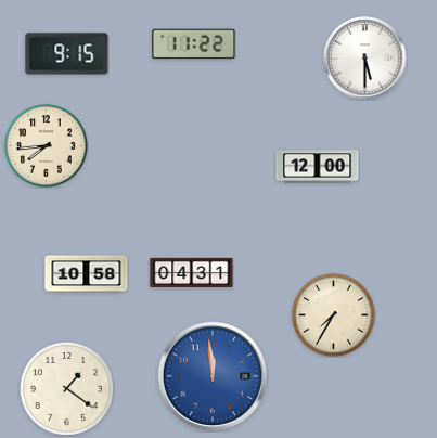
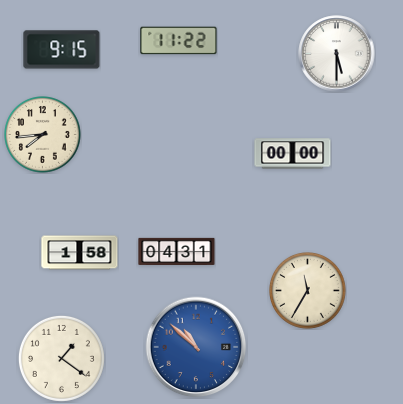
clock at (318, 167): 12:00 -> 00:00
clock at (87, 274): 10:58 -> 1:58
clock at (334, 315): 7:35 -> 11:35
clock at (213, 376): 11:59 -> 10:52
